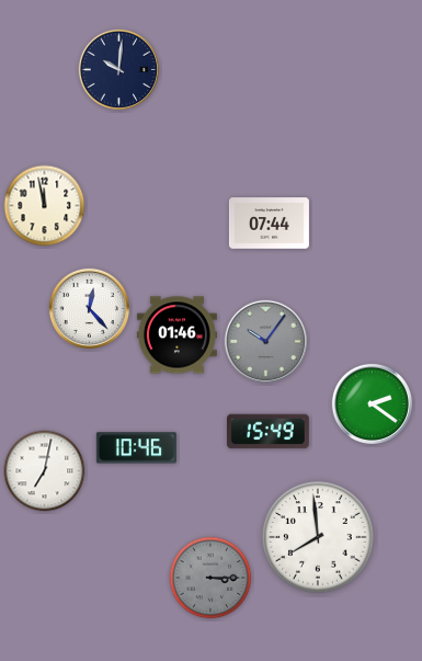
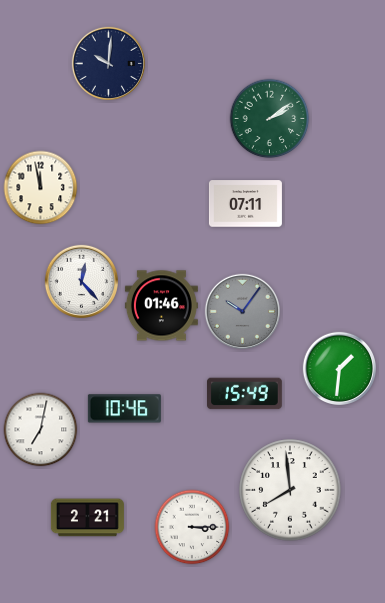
clock at (270, 119): none -> 2:09
clock at (269, 224): 07:44 -> 07:11
clock at (372, 403): 2:21 -> 1:31
clock at (87, 518): none -> 2:21
clock at (210, 578) dial: grey -> white
